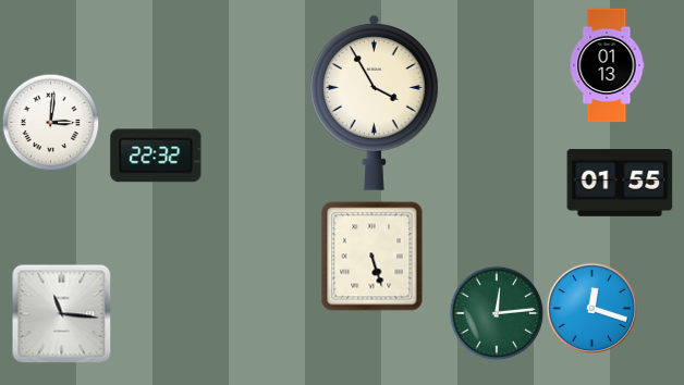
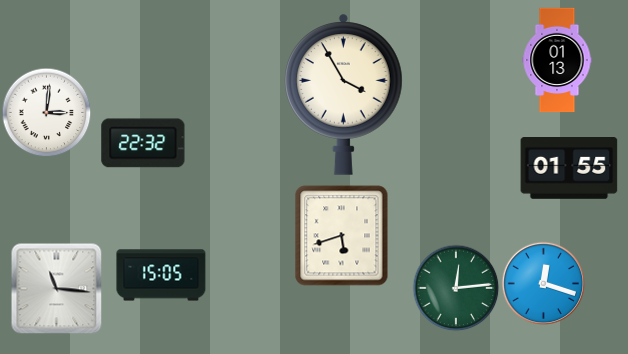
clock at (372, 257): 5:27 -> 5:42
clock at (161, 275): none -> 15:05
